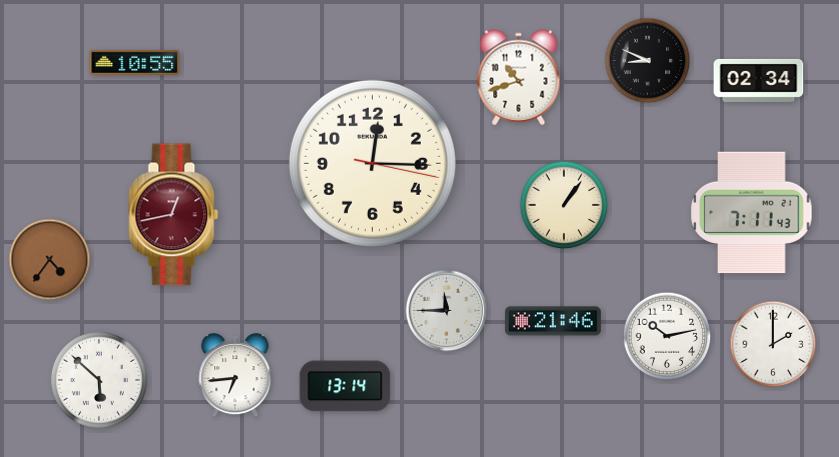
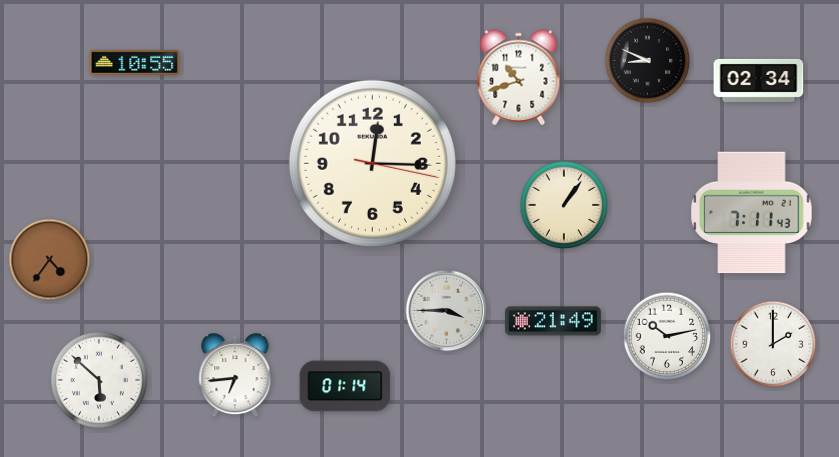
clock at (174, 215): 12:43 -> none
clock at (447, 311): 11:45 -> 3:45
clock at (553, 321): 21:46 -> 21:49
clock at (345, 386): 13:14 -> 01:14
